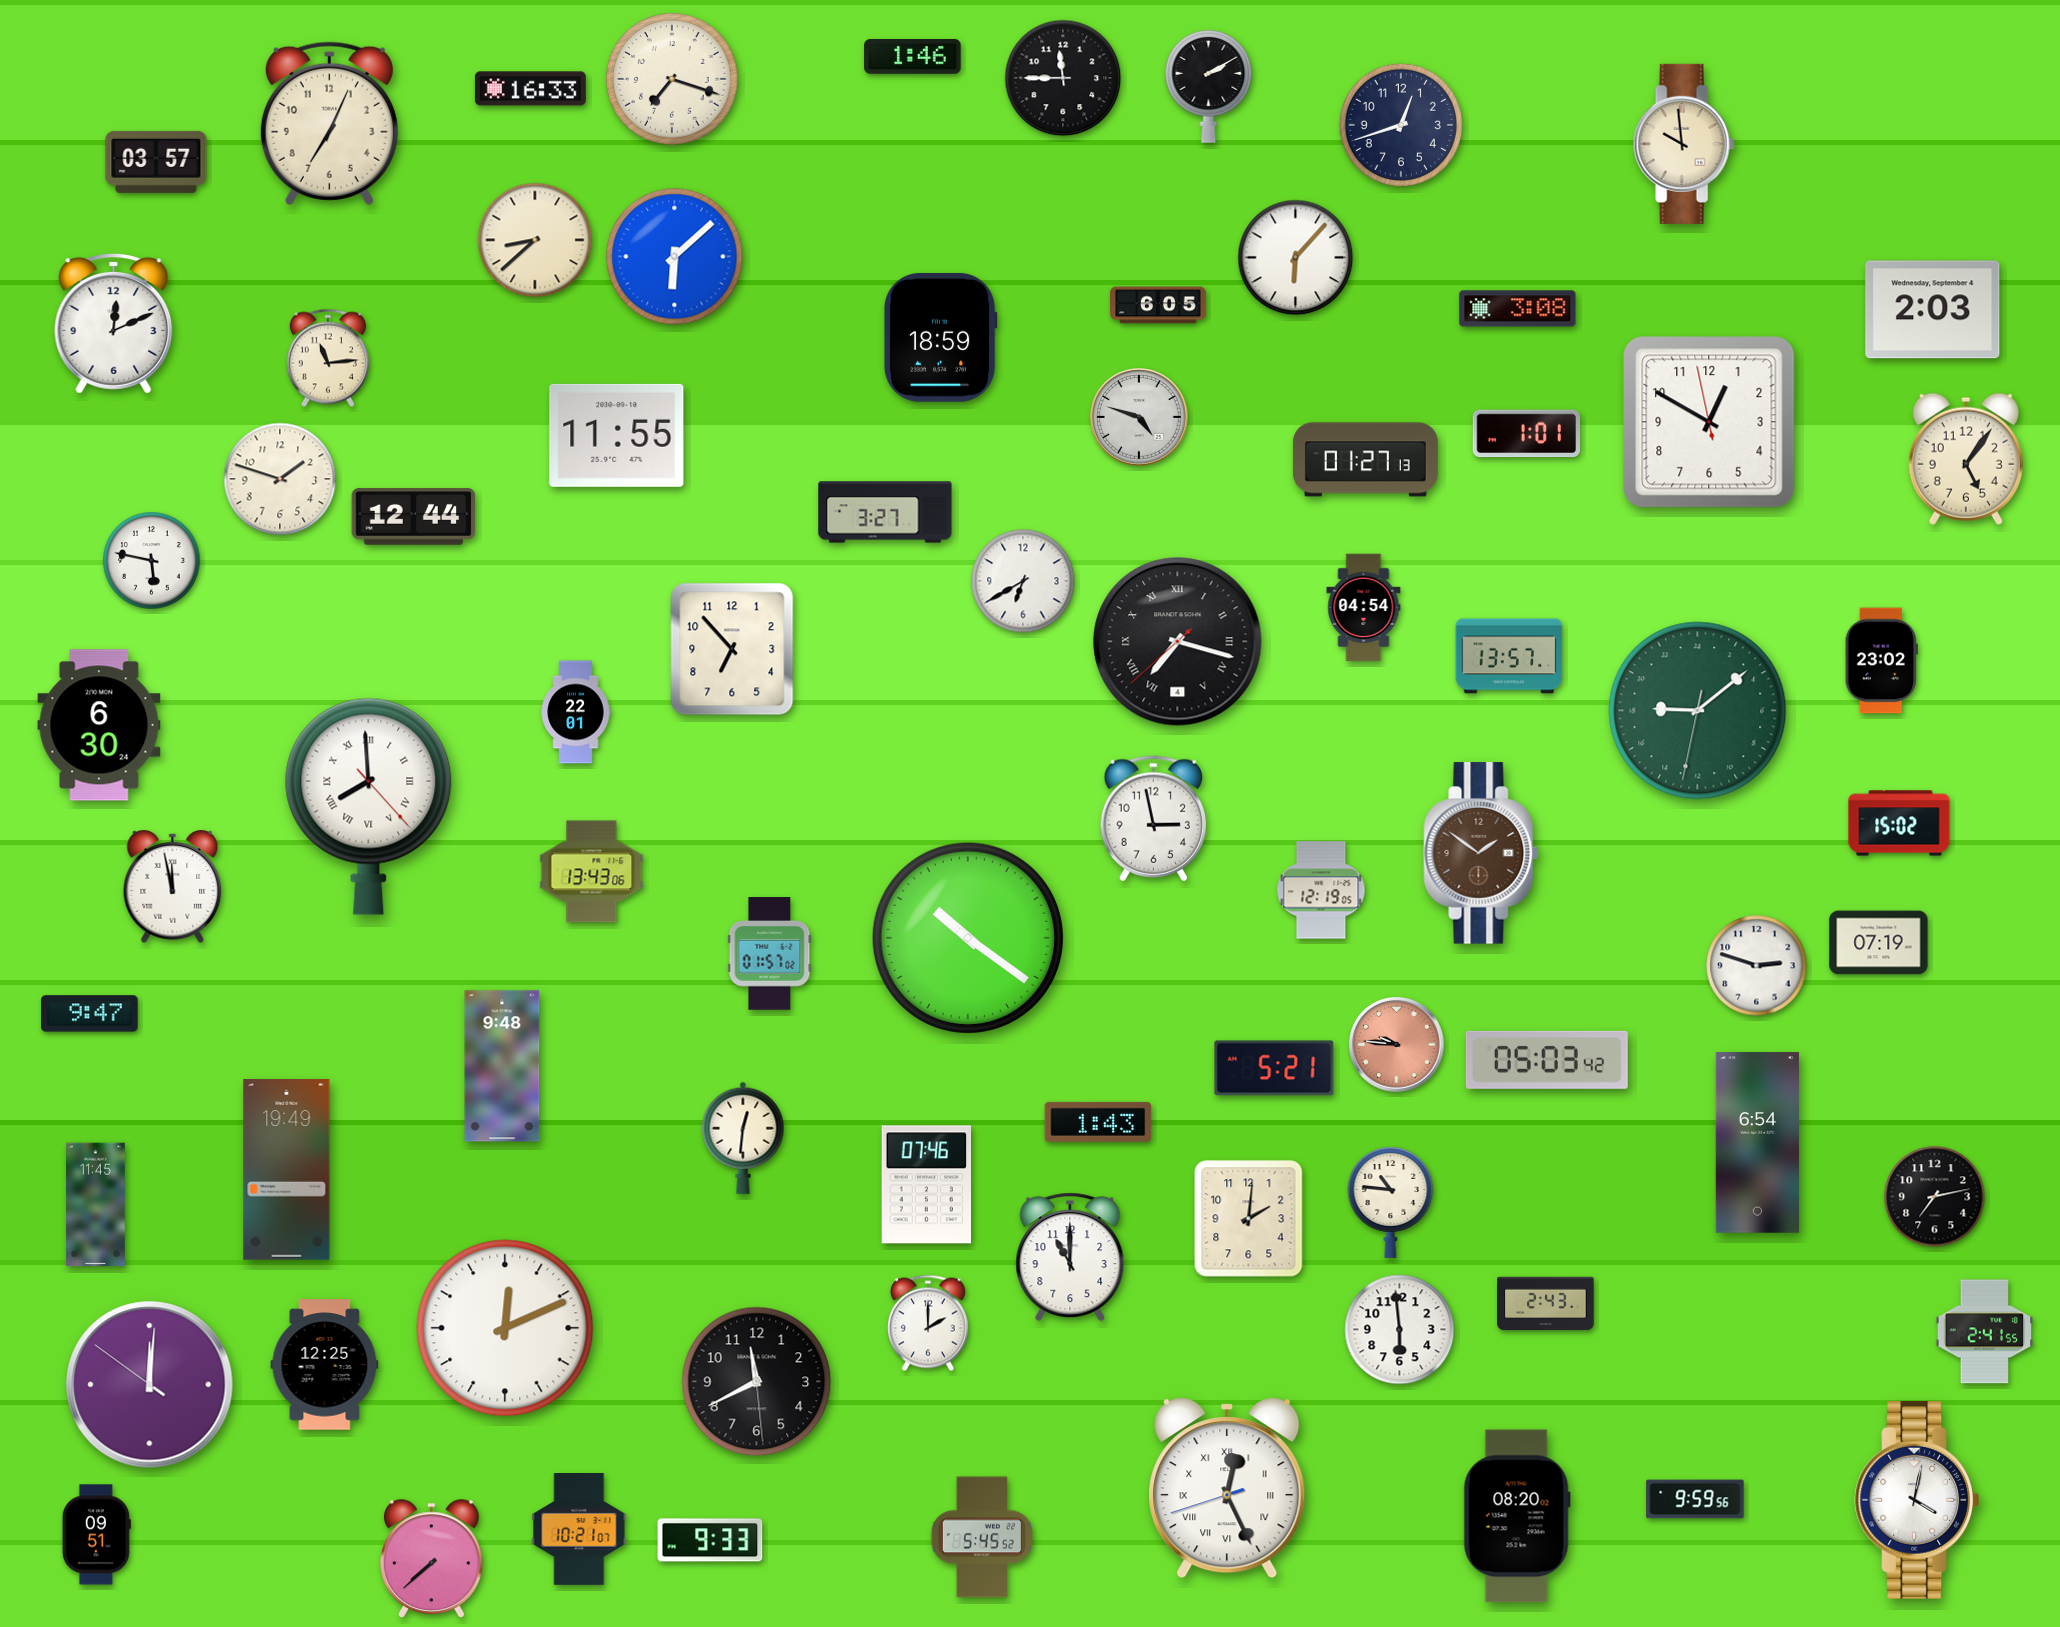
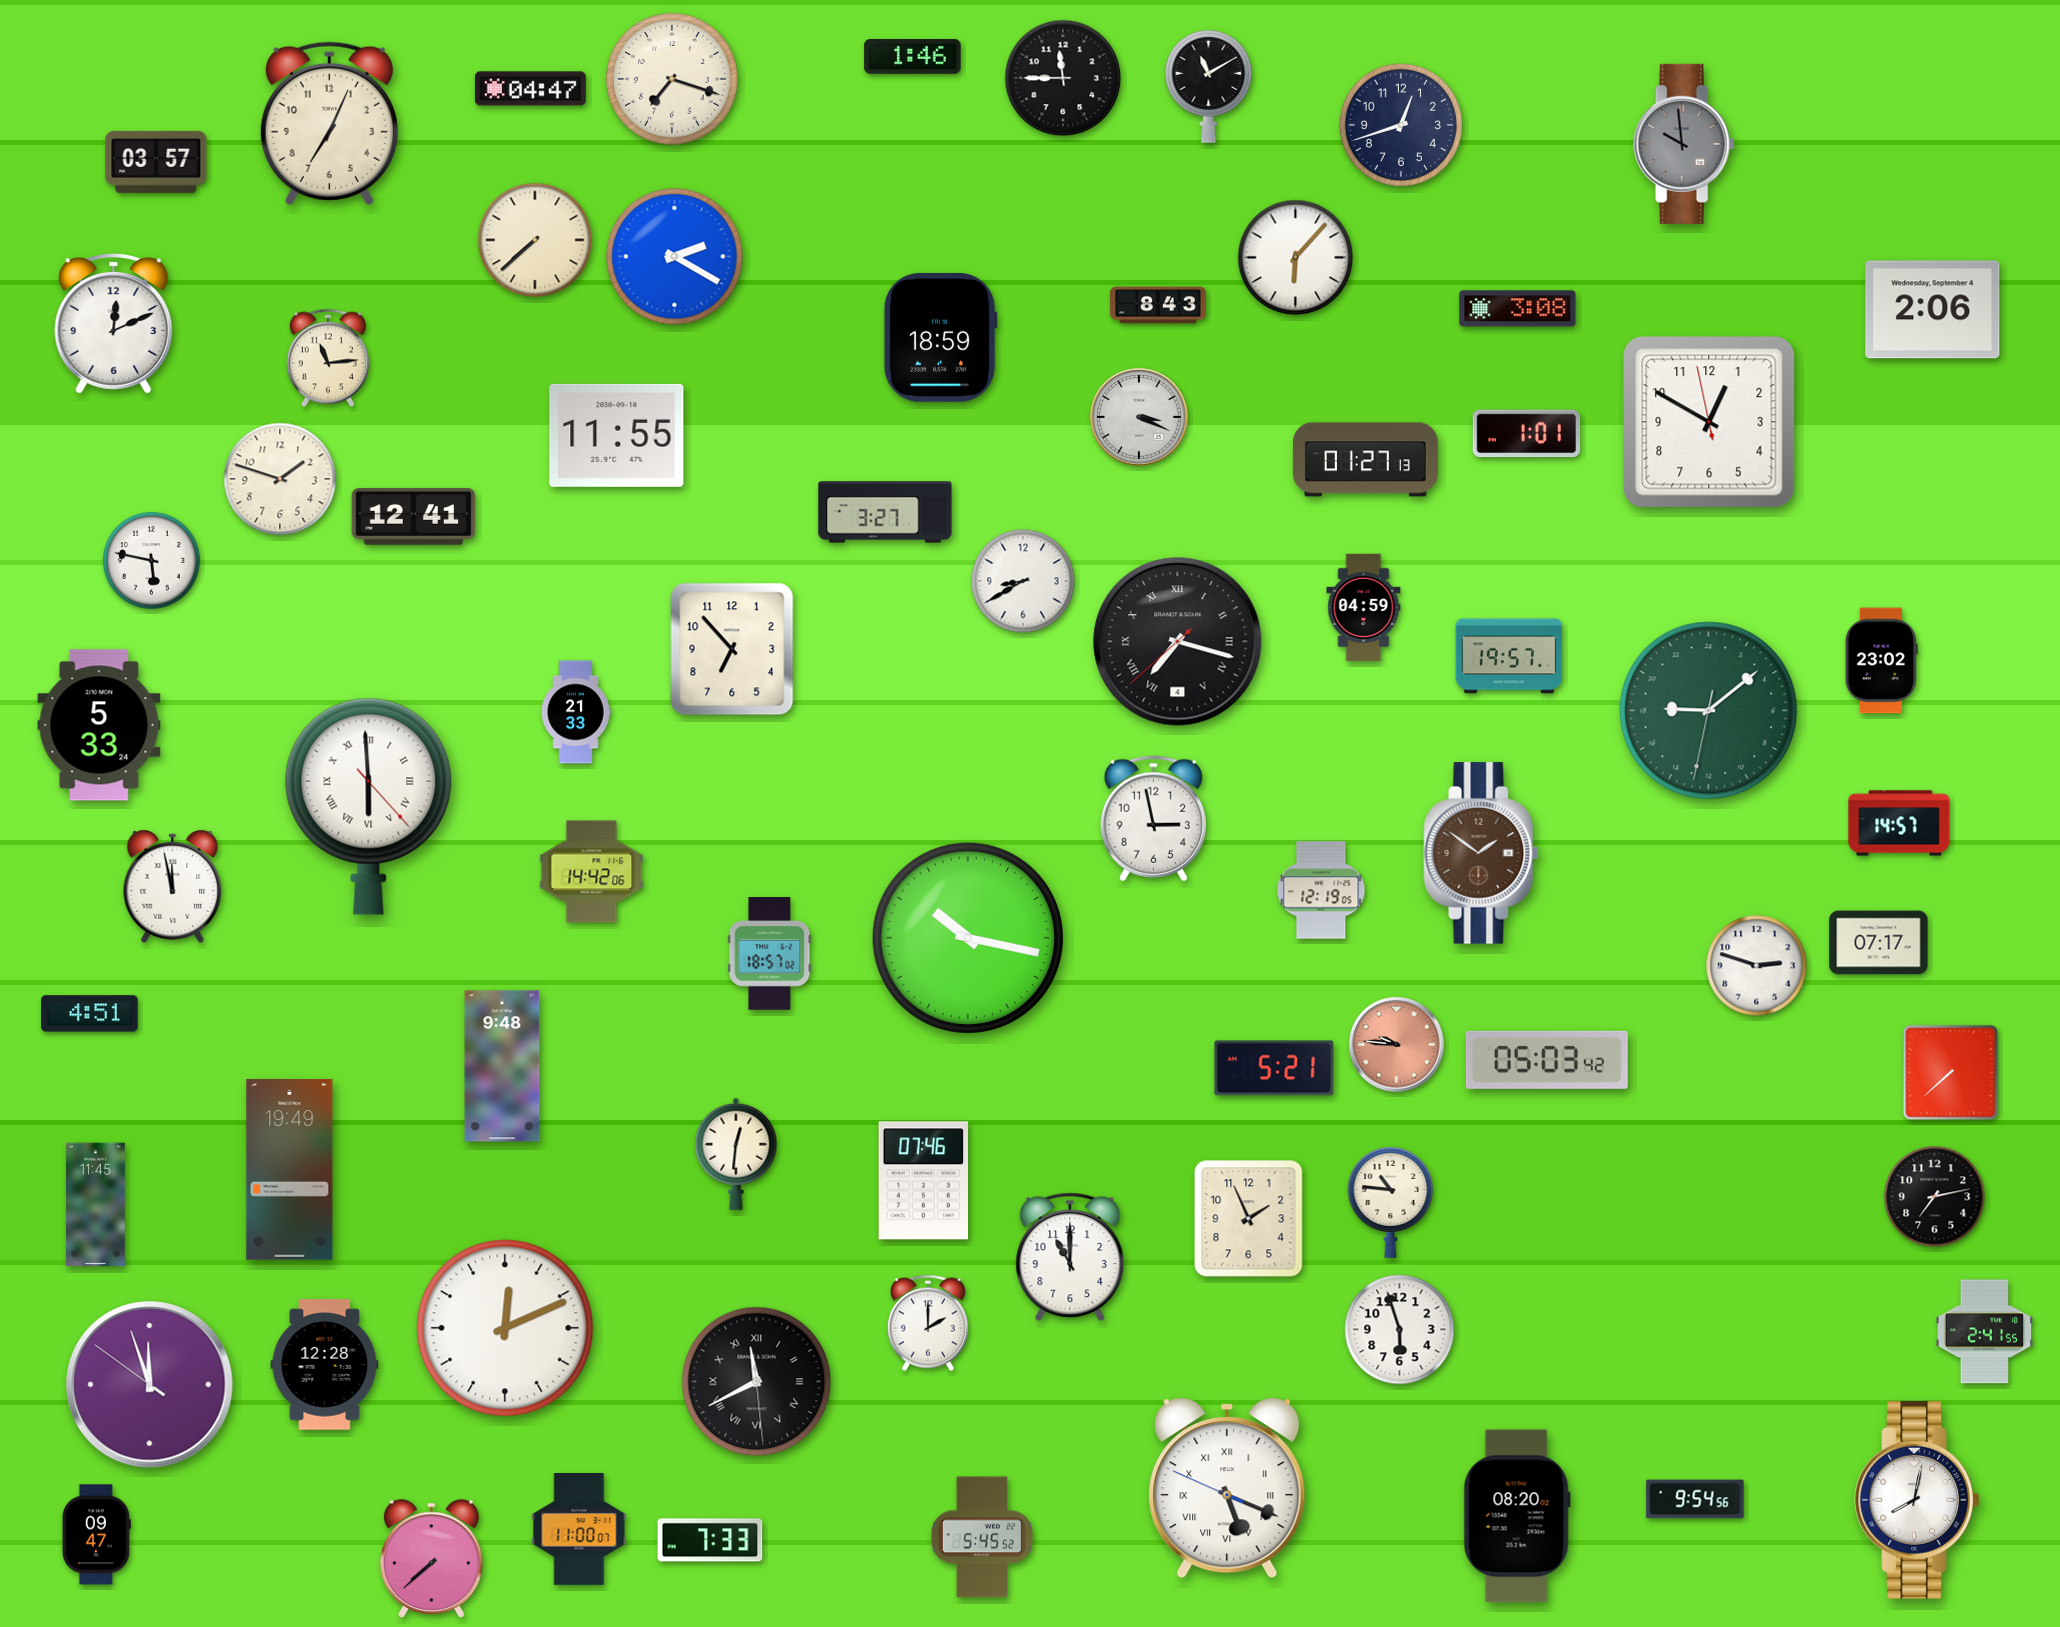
clock at (1209, 87): 2:10 -> 11:10
clock at (530, 89): 16:33 -> 04:47
clock at (1684, 144) dial: cream -> grey
clock at (535, 240): 8:38 -> 7:38
clock at (675, 257): 6:08 -> 2:20
clock at (1158, 305): 6:05 -> 8:43
clock at (1933, 310): 2:03 -> 2:06
clock at (1139, 417): 4:48 -> 3:19
clock at (1966, 459): 5:06 -> none
clock at (414, 517): 12:44 -> 12:41
clock at (1023, 581): 6:40 -> 8:40
clock at (1364, 608): 04:54 -> 04:59
clock at (1509, 656): 13:57 -> 19:57
clock at (1698, 711) position: (1698, 711) -> (1709, 711)
clock at (576, 712): 22:01 -> 21:33
clock at (99, 725): 6:30 -> 5:33
clock at (369, 806): 7:59 -> 5:59
clock at (1899, 823): 15:02 -> 14:57
clock at (592, 872): 13:43 -> 14:42
clock at (968, 938): 10:21 -> 10:17
clock at (1879, 943): 07:19 -> 07:17
clock at (770, 954): 01:57 -> 18:57
clock at (90, 1014): 9:47 -> 4:51
clock at (1951, 1073): none -> 7:38
clock at (1098, 1122): 1:43 -> none
clock at (743, 1138) position: (743, 1138) -> (736, 1154)
clock at (1757, 1143): 6:54 -> none
clock at (287, 1170) position: (287, 1170) -> (290, 1170)
clock at (927, 1185) position: (927, 1185) -> (924, 1181)
clock at (1249, 1219): 2:01 -> 1:56
clock at (1546, 1304): 2:43 -> none
clock at (1400, 1330): 5:59 -> 5:57
clock at (325, 1365): 12:25 -> 12:28
clock at (757, 1382) numerals: Arabic -> Roman
clock at (150, 1385): 12:00 -> 11:56
clock at (1227, 1489): 12:25 -> 5:18
clock at (1695, 1499): 9:59 -> 9:54
clock at (1917, 1501): 4:02 -> 8:02
clock at (579, 1530): 10:21 -> 11:00
clock at (96, 1535): 09:51 -> 09:47
clock at (710, 1540): 9:33 -> 7:33
